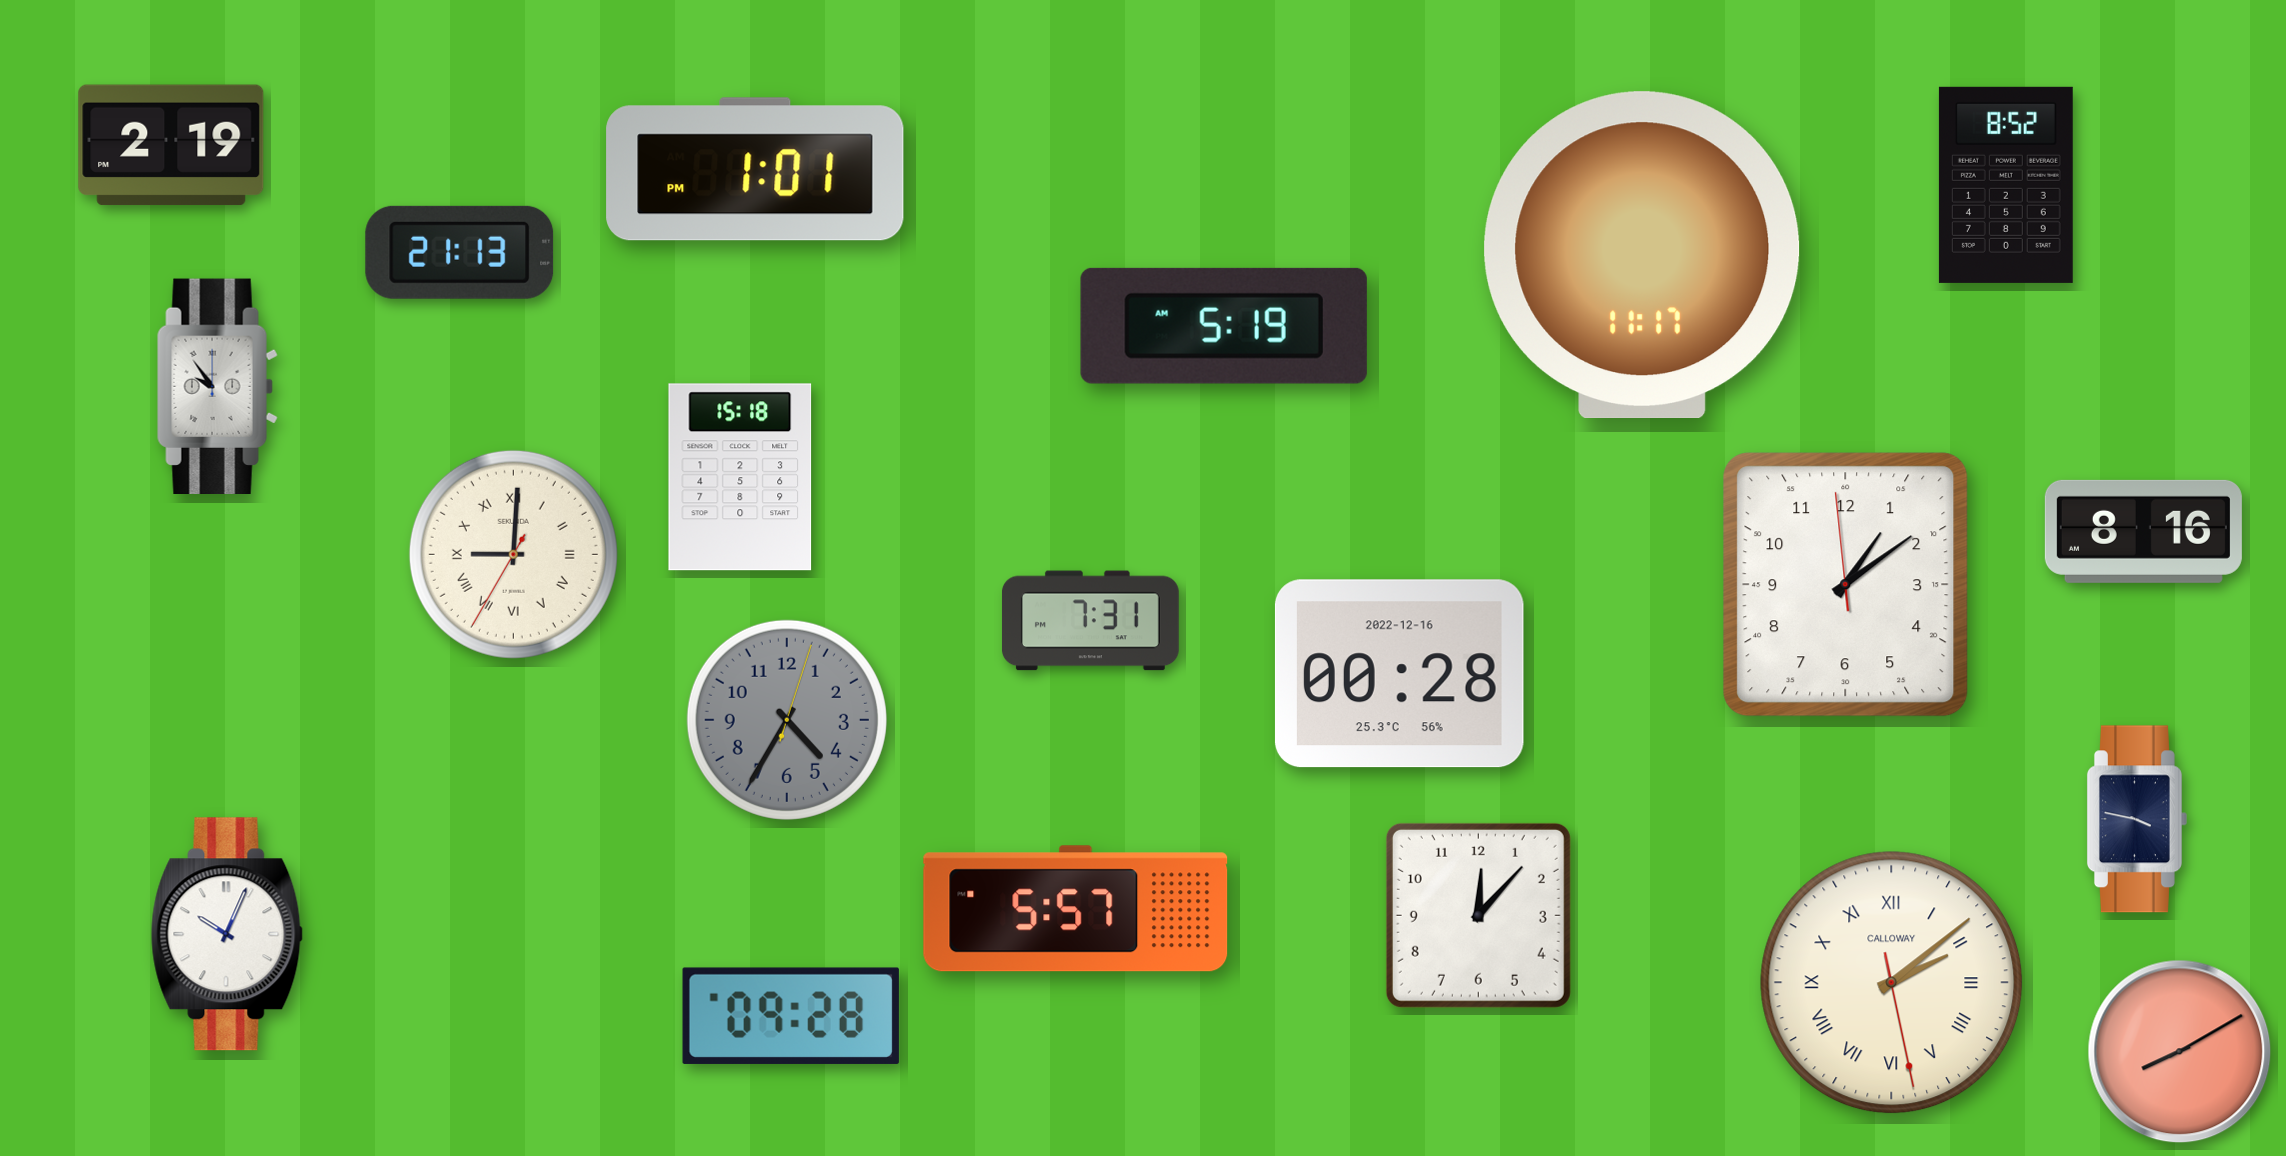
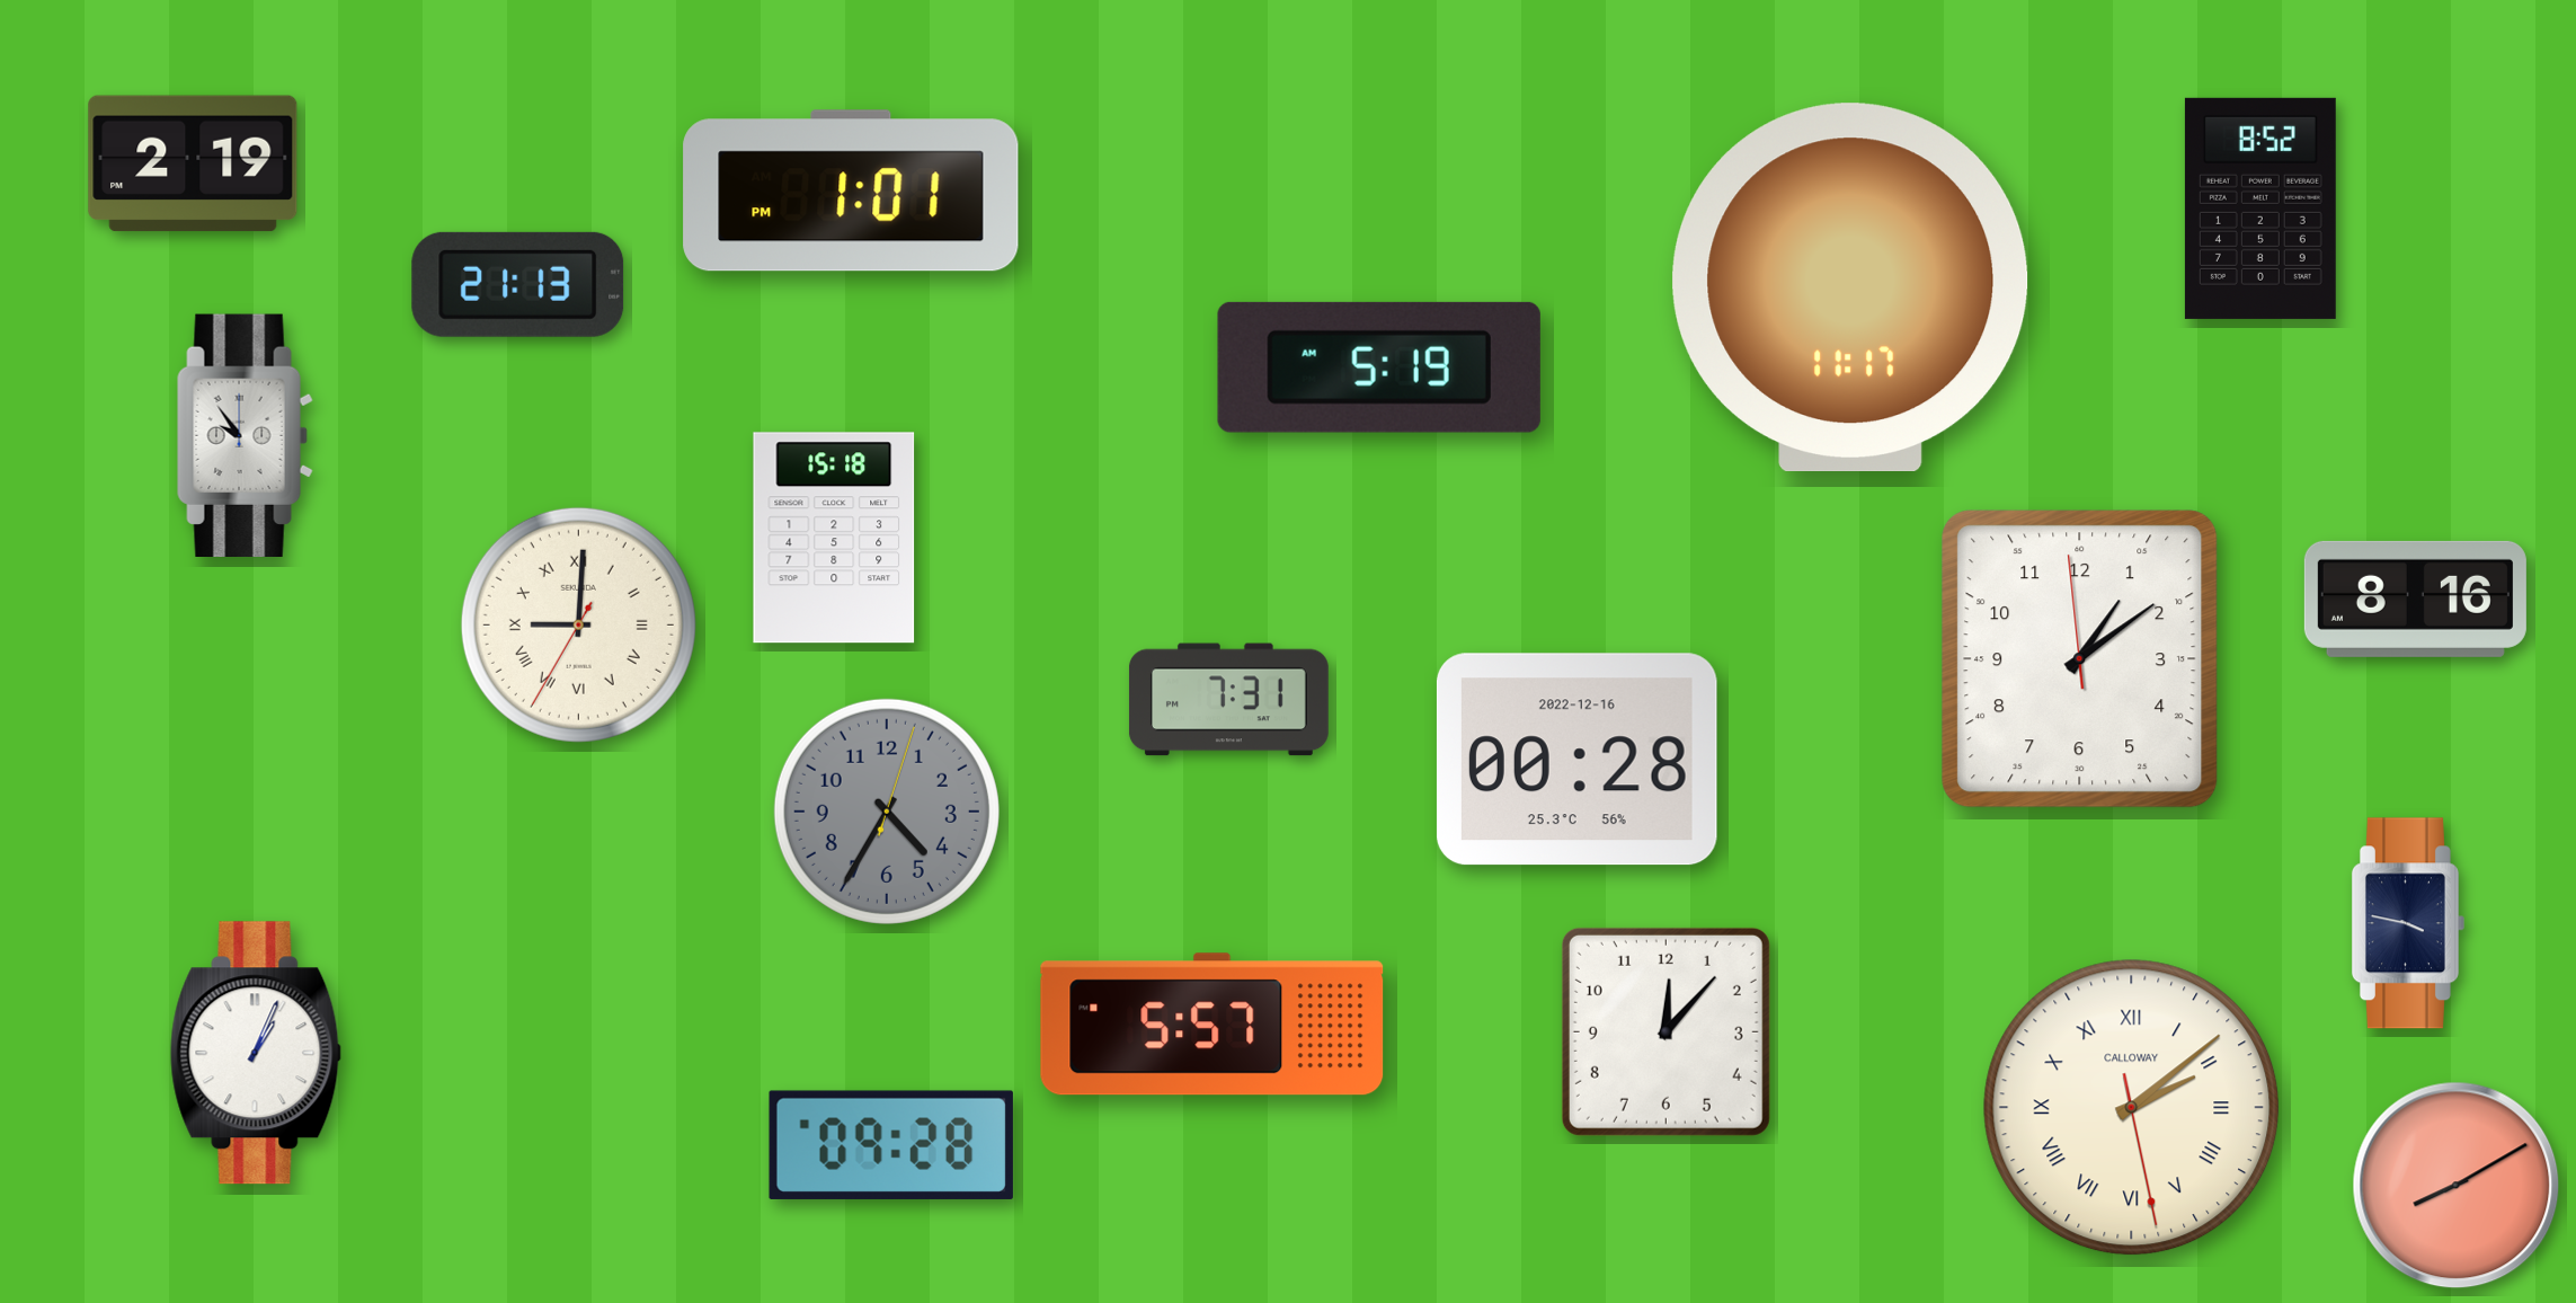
clock at (227, 934): 10:04 -> 1:04
